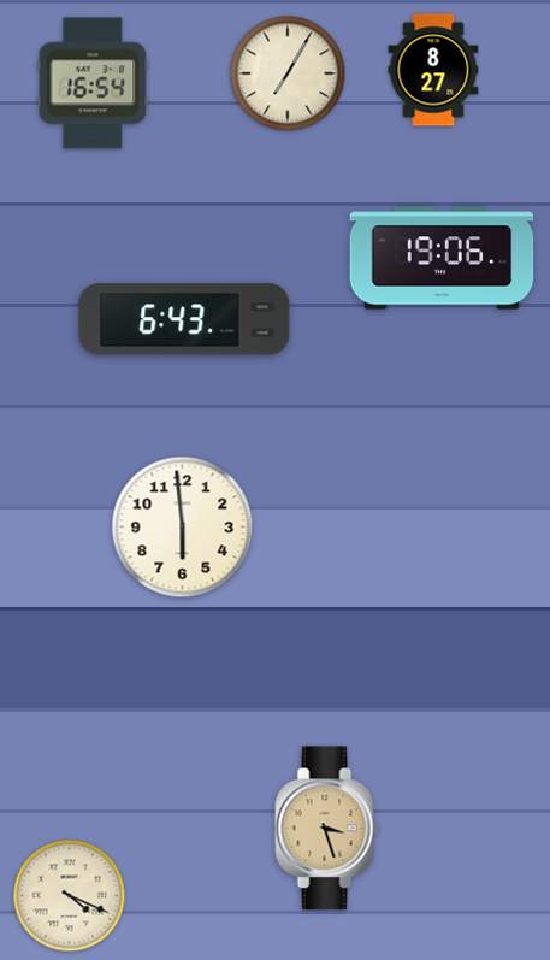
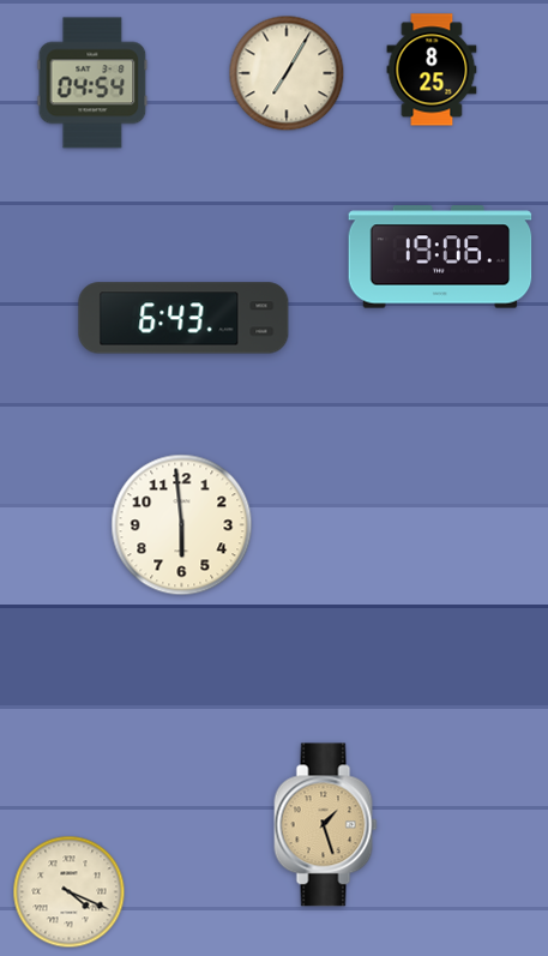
clock at (433, 70): 8:27 -> 8:25
clock at (93, 83): 16:54 -> 04:54
clock at (327, 829): 3:27 -> 1:27
